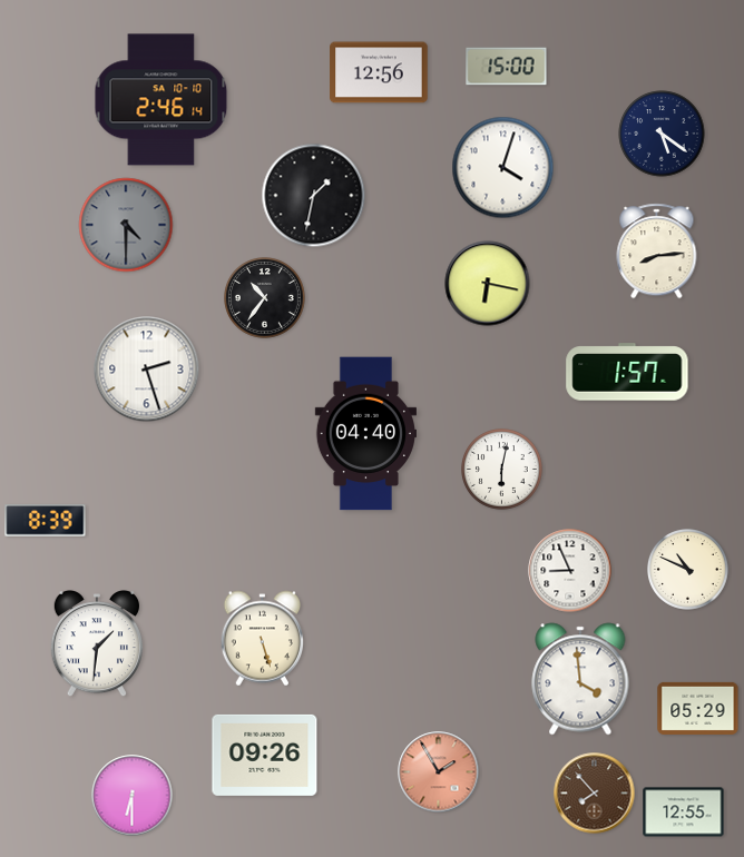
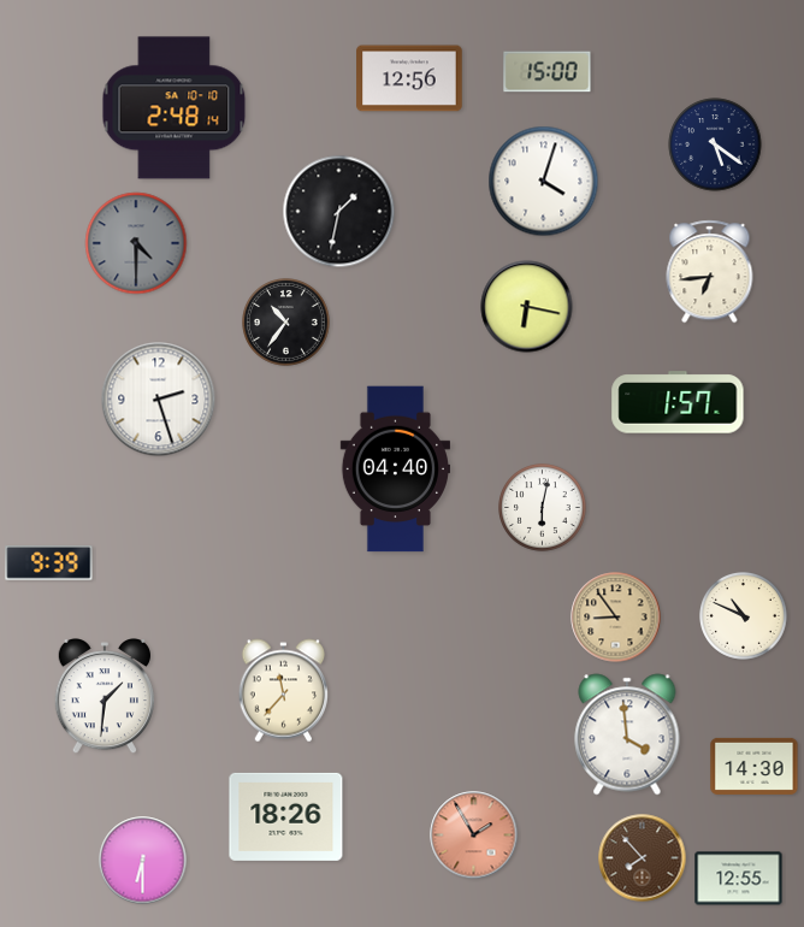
clock at (161, 100): 2:46 -> 2:48
clock at (657, 252): 8:14 -> 6:44
clock at (46, 521): 8:39 -> 9:39
clock at (570, 571): 8:56 -> 8:54
clock at (570, 571) dial: white -> champagne
clock at (262, 639): 5:27 -> 11:37
clock at (698, 708): 05:29 -> 14:30
clock at (265, 755): 09:26 -> 18:26
